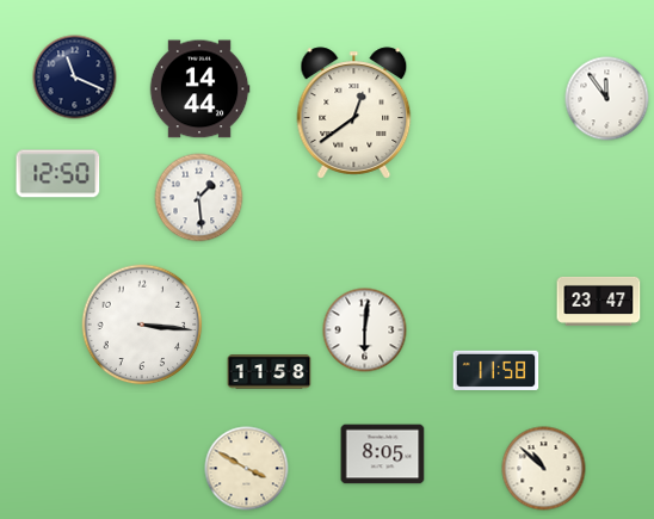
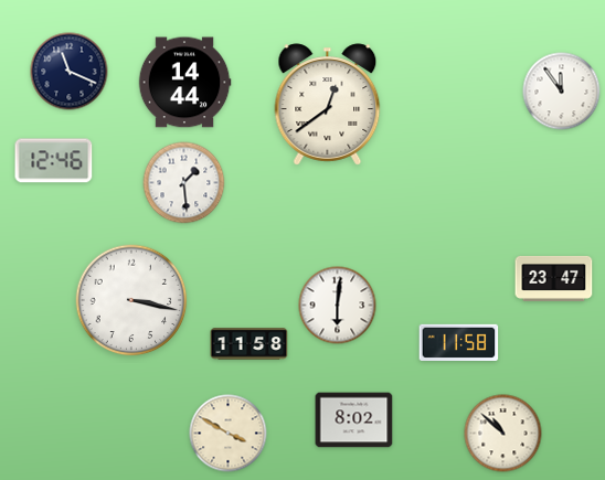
clock at (58, 174): 12:50 -> 12:46
clock at (142, 325): 3:16 -> 3:17
clock at (383, 455): 8:05 -> 8:02
